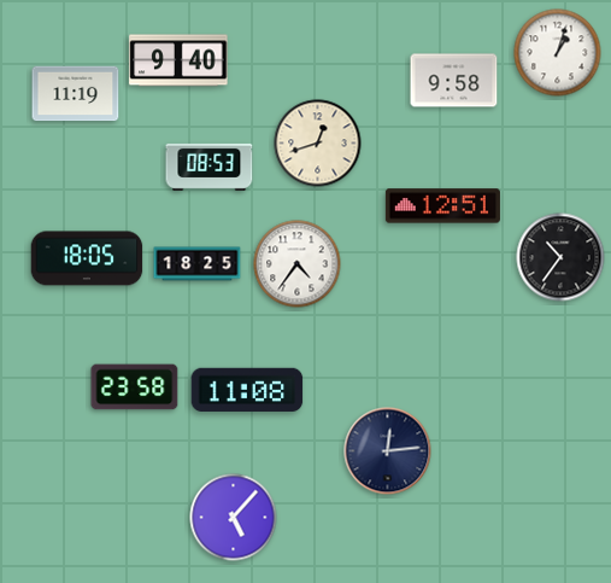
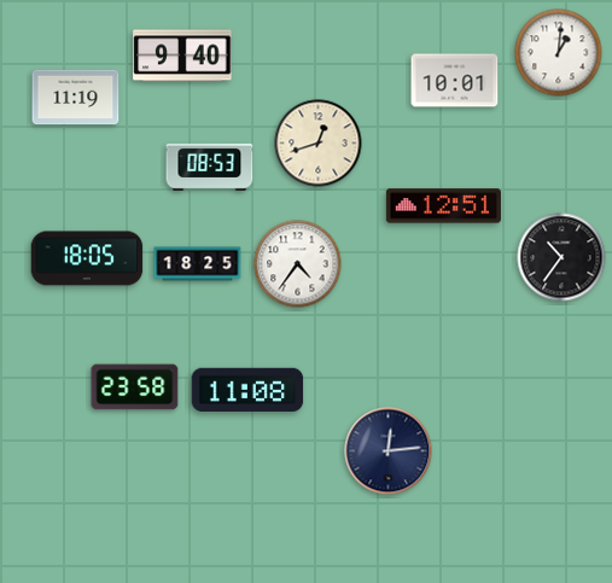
clock at (558, 53): 1:03 -> 1:01
clock at (178, 60) position: (178, 60) -> (182, 56)
clock at (454, 81): 9:58 -> 10:01
clock at (76, 94) position: (76, 94) -> (76, 98)
clock at (234, 518): 5:07 -> none
